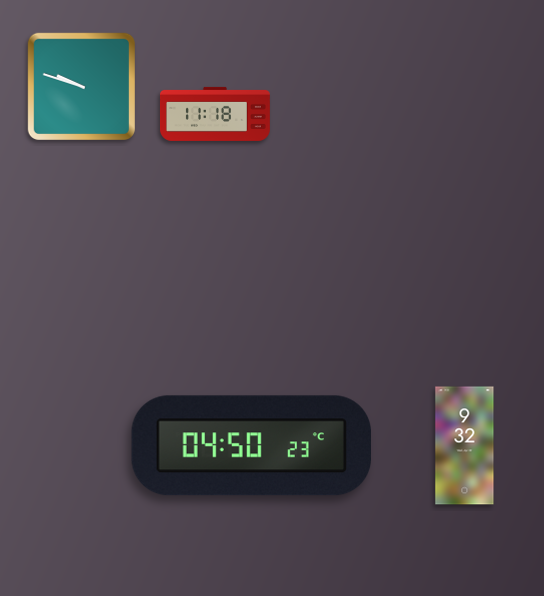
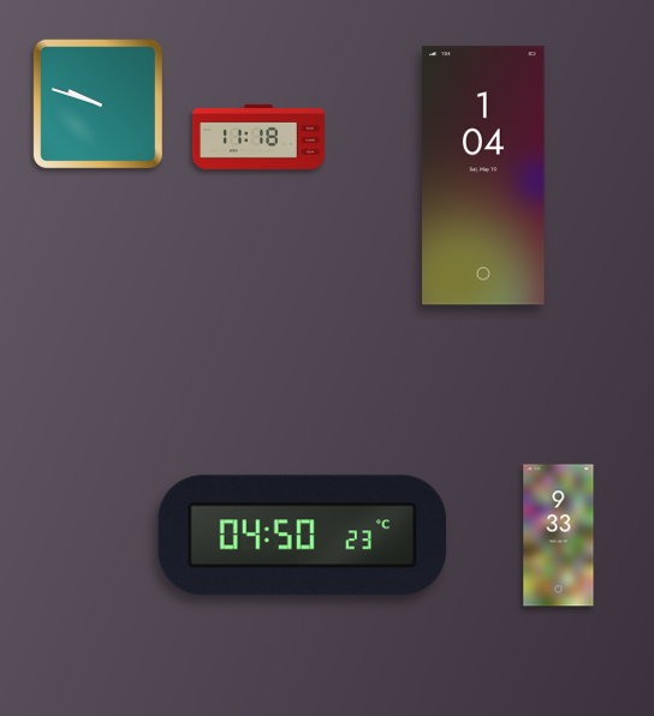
clock at (483, 175): none -> 1:04
clock at (465, 446): 9:32 -> 9:33
